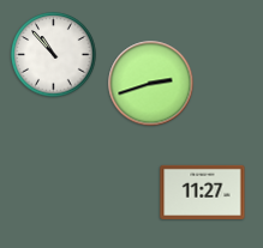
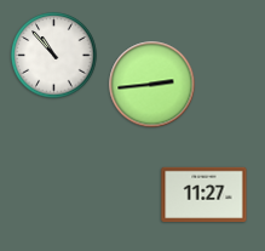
clock at (151, 84): 2:42 -> 2:44
